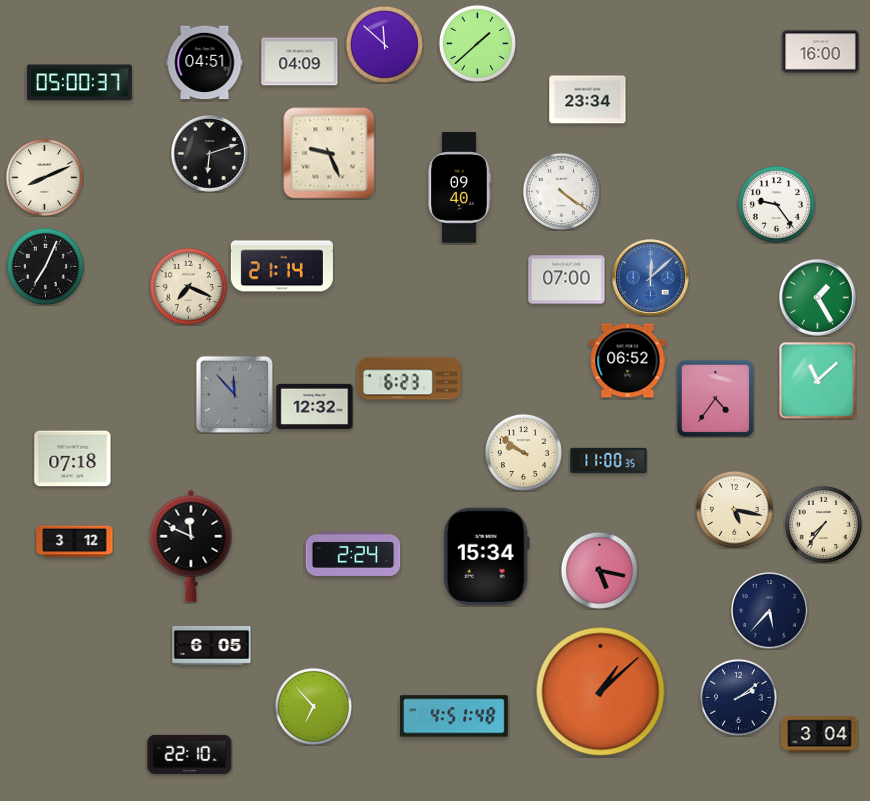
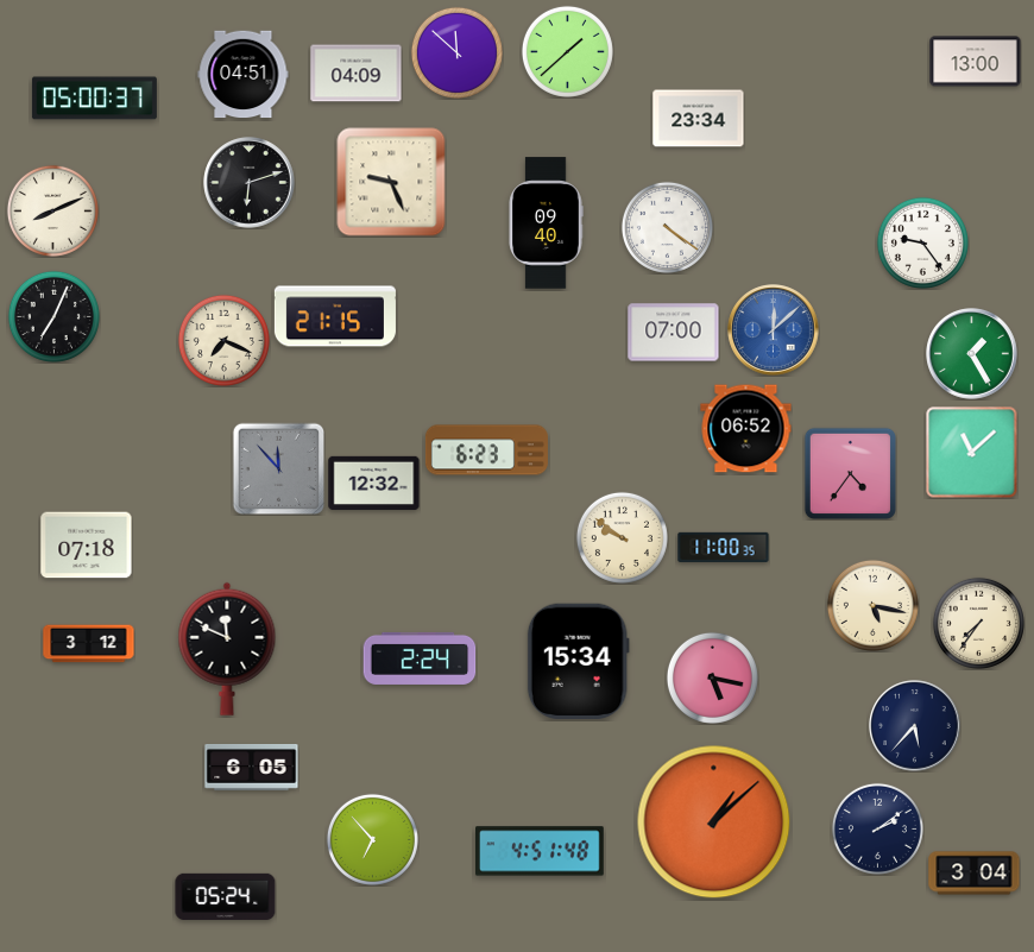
clock at (821, 52): 16:00 -> 13:00
clock at (282, 266): 21:14 -> 21:15
clock at (190, 754): 22:10 -> 05:24
